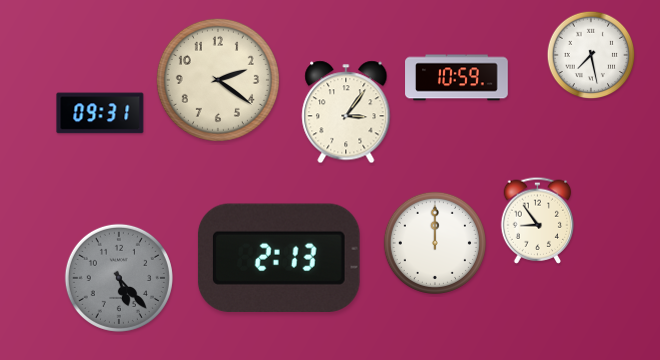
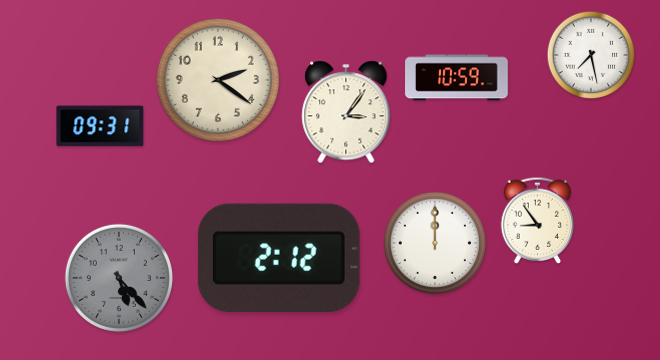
clock at (100, 113) position: (100, 113) -> (100, 126)
clock at (279, 258): 2:13 -> 2:12
